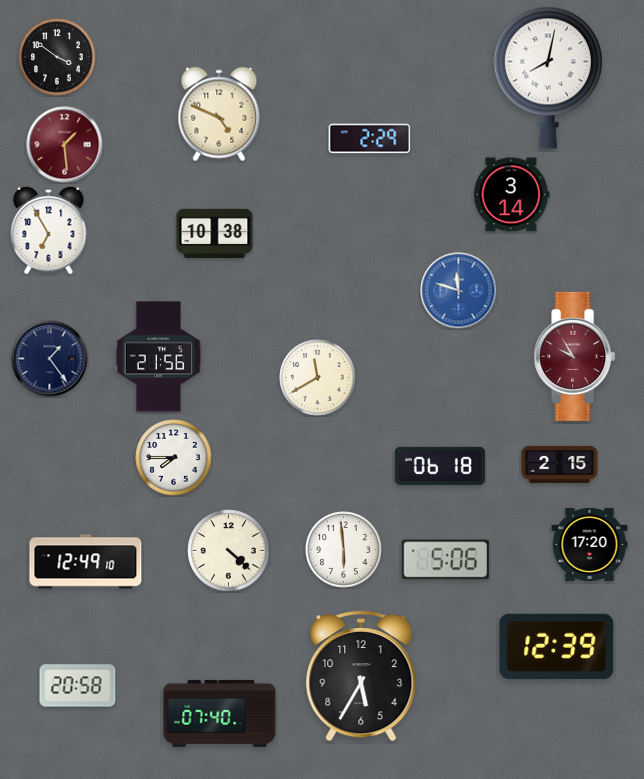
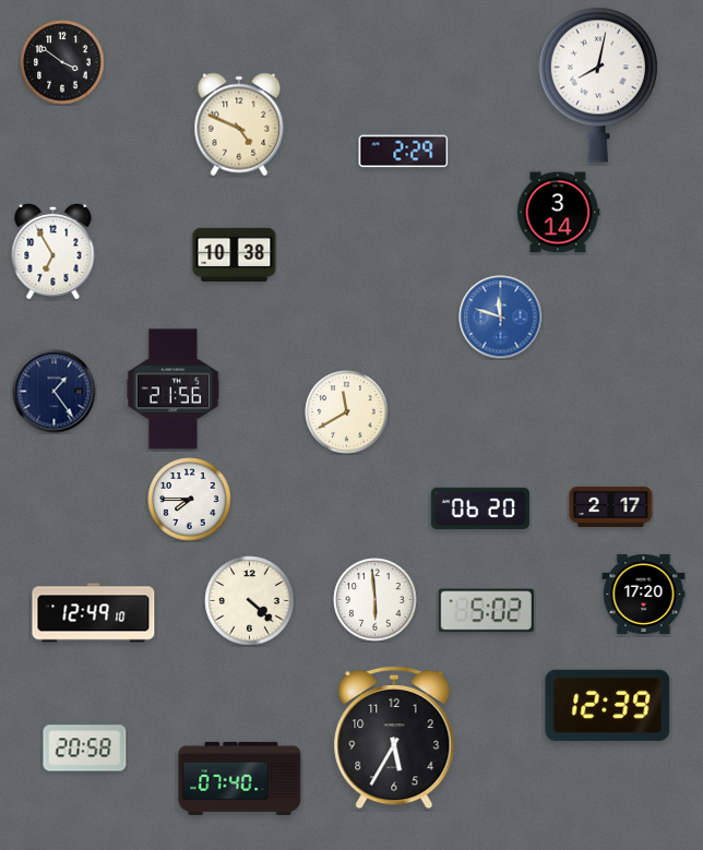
clock at (65, 145): 1:29 -> none
clock at (575, 356): 9:55 -> none
clock at (560, 464): 2:15 -> 2:17
clock at (440, 466): 06:18 -> 06:20
clock at (445, 560): 5:06 -> 5:02
